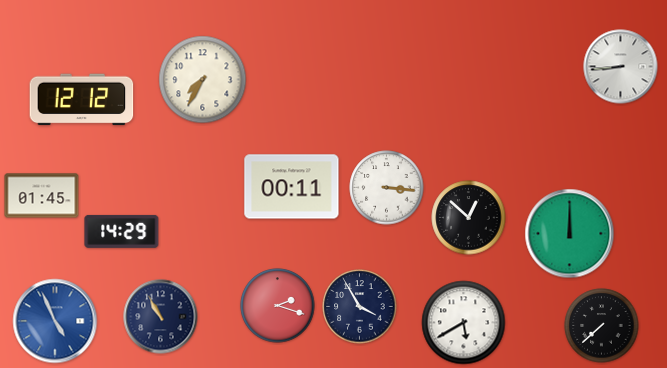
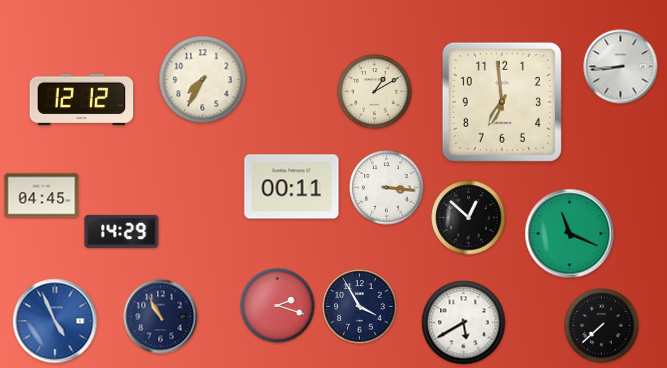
clock at (375, 92): none -> 1:10
clock at (502, 102): none -> 6:59
clock at (42, 196): 01:45 -> 04:45
clock at (570, 234): 12:00 -> 11:19
